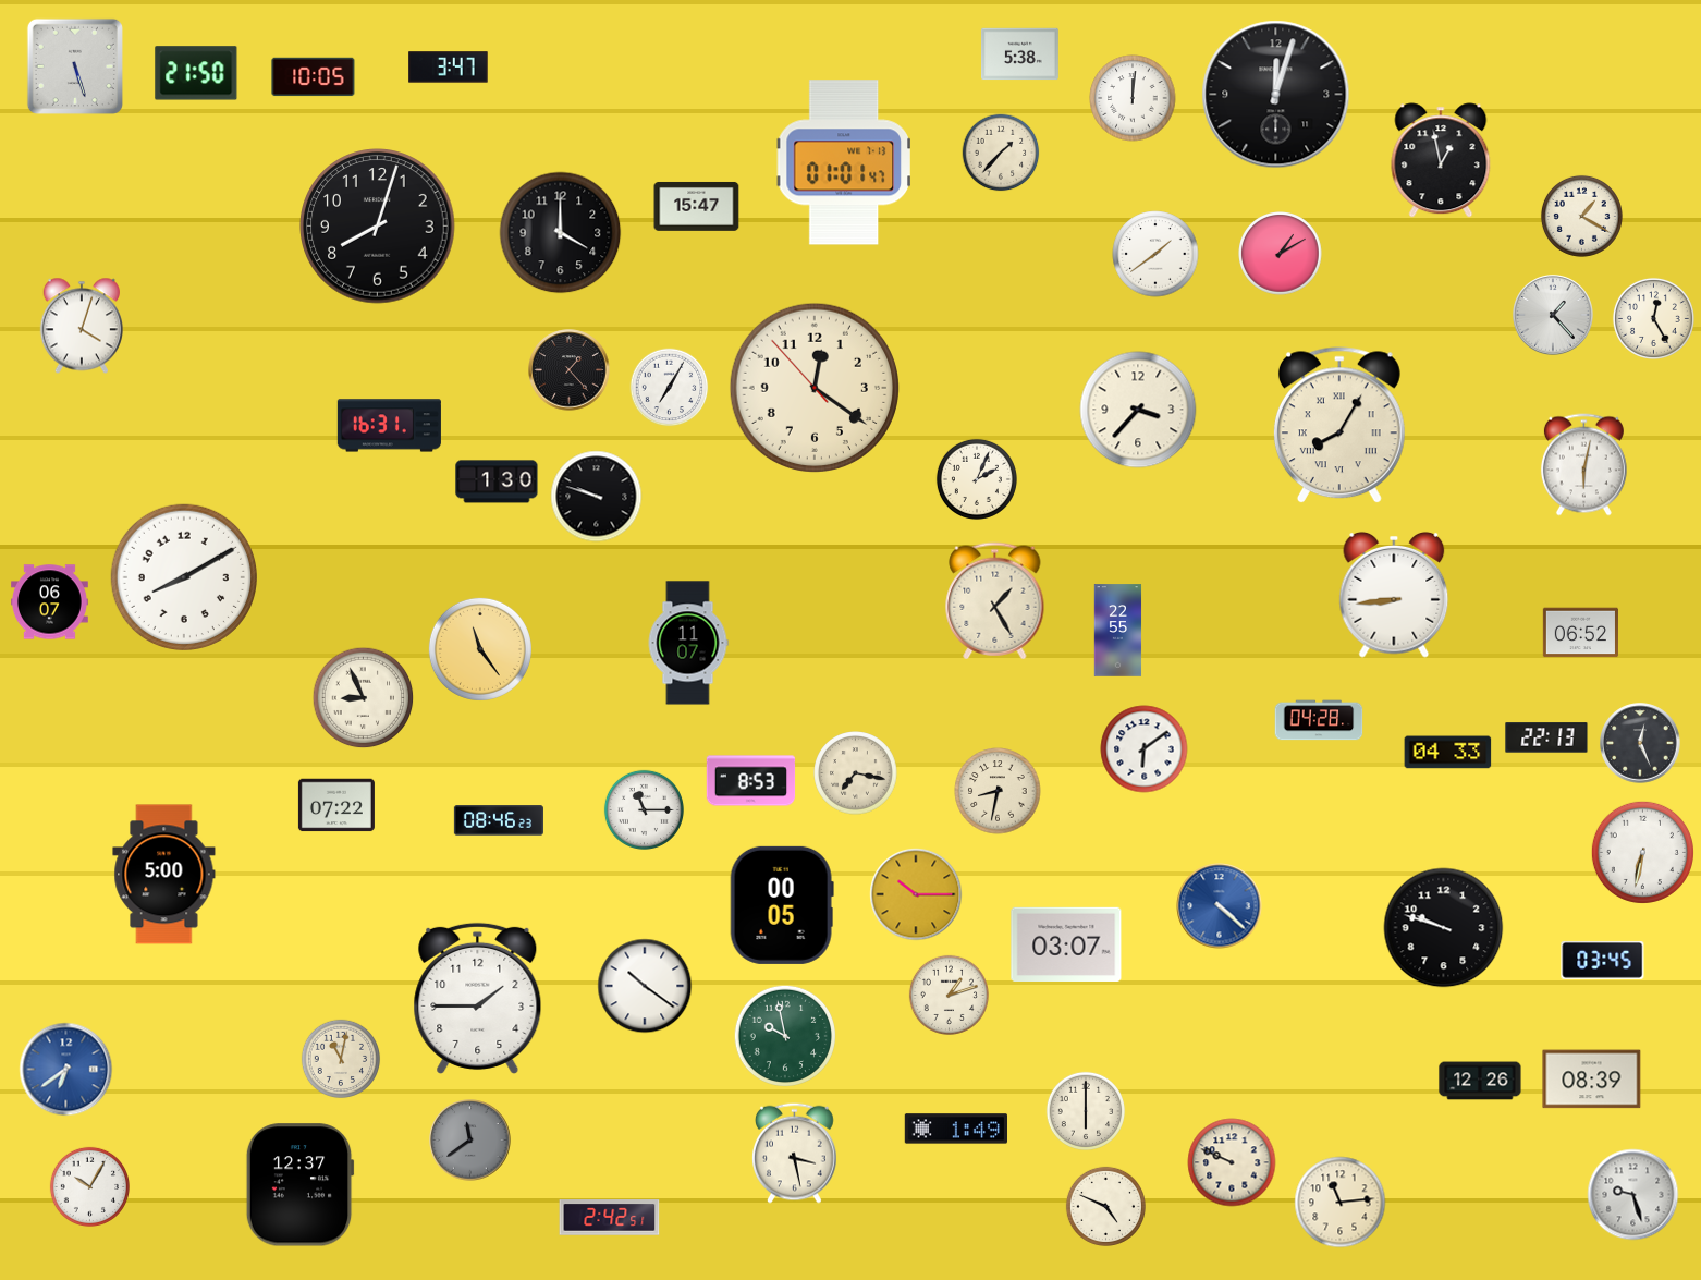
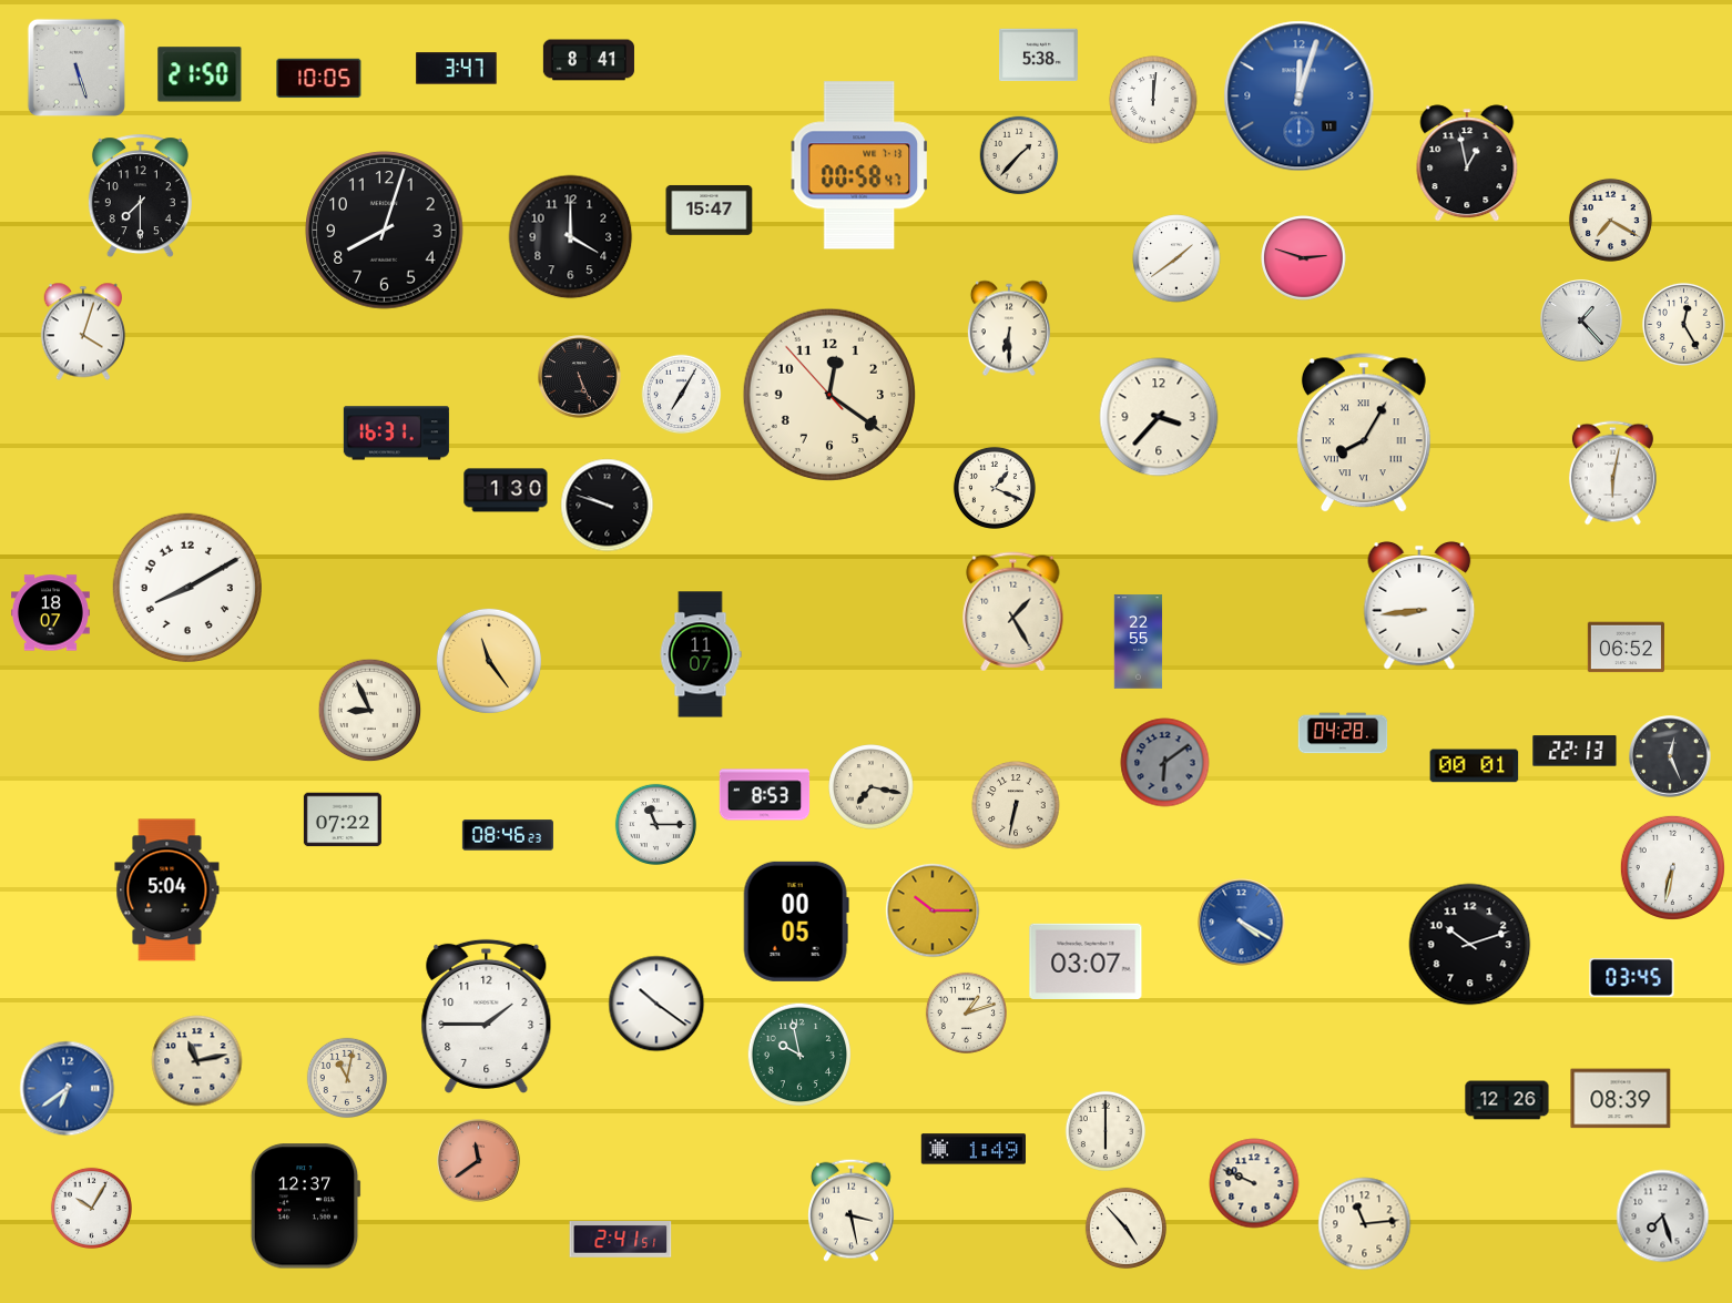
clock at (589, 60): none -> 8:41
clock at (1276, 95) dial: black -> blue
clock at (844, 162): 01:01 -> 00:58
clock at (140, 196): none -> 7:30
clock at (1581, 216): 1:20 -> 7:20
clock at (1281, 254): 1:10 -> 2:48
clock at (1009, 328): none -> 6:30
clock at (570, 370): 1:23 -> 5:26
clock at (977, 479): 2:04 -> 1:19
clock at (50, 602): 06:07 -> 18:07
clock at (1580, 633) position: (1580, 633) -> (1626, 648)
clock at (1145, 749) dial: white -> grey
clock at (1448, 753): 04:33 -> 00:01
clock at (998, 791): 8:32 -> 6:32
clock at (164, 875): 5:00 -> 5:04
clock at (1220, 906): 4:22 -> 4:20
clock at (1444, 928): 9:48 -> 10:12
clock at (197, 1061): none -> 11:13
clock at (470, 1141) dial: grey -> salmon
clock at (795, 1153) position: (795, 1153) -> (852, 1210)
clock at (1633, 1195): 9:27 -> 7:27
clock at (1105, 1206): 4:49 -> 4:53
clock at (610, 1218): 2:42 -> 2:41
